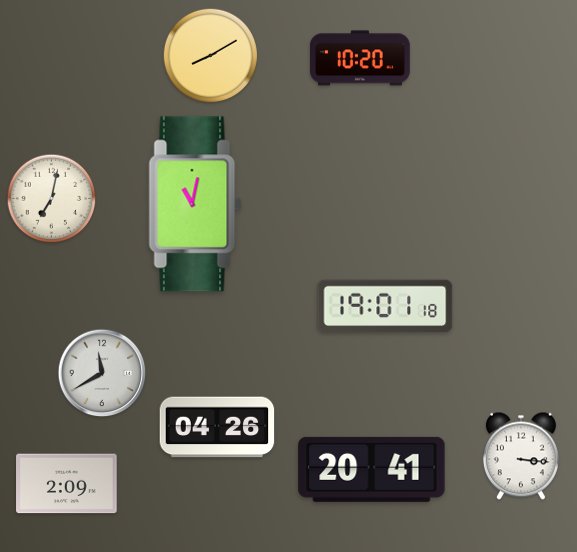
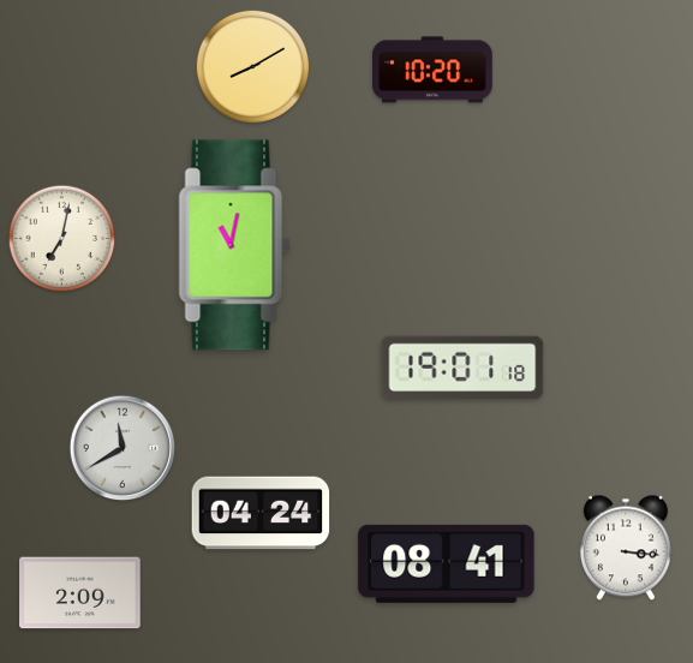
clock at (217, 427): 04:26 -> 04:24
clock at (372, 469): 20:41 -> 08:41
clock at (67, 484) position: (67, 484) -> (80, 593)
